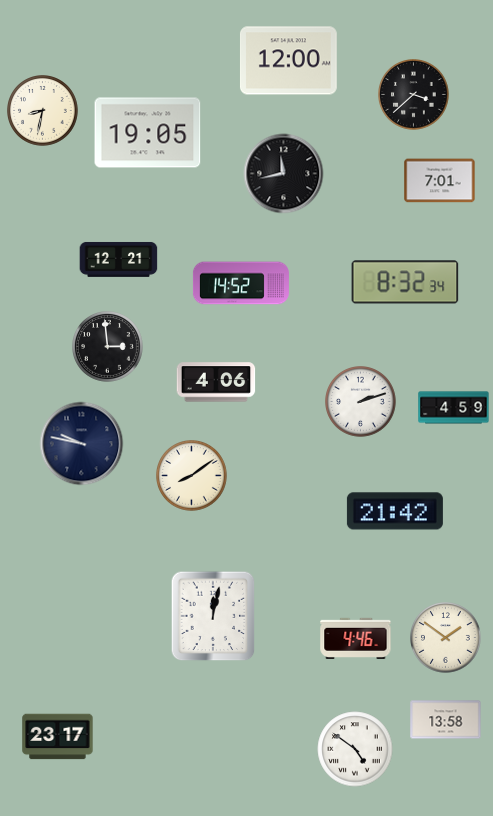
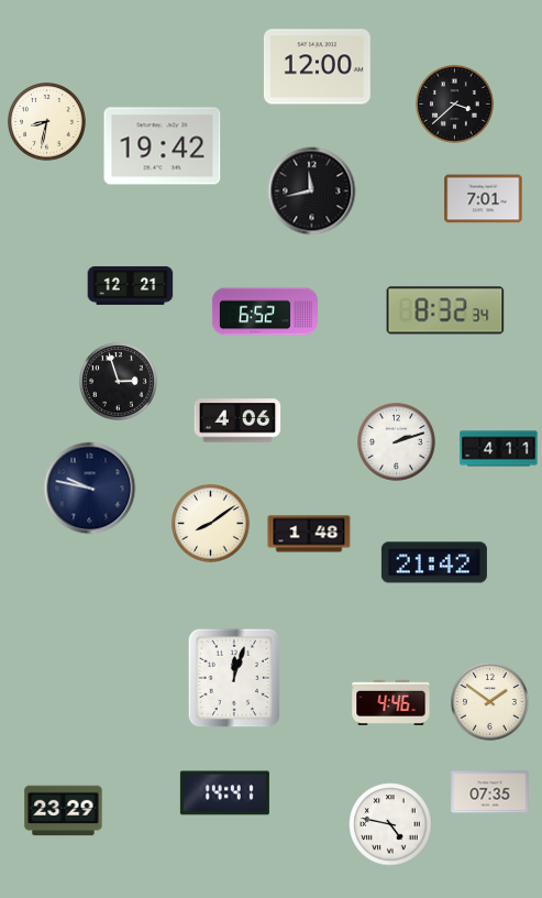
clock at (148, 133): 19:05 -> 19:42
clock at (241, 283): 14:52 -> 6:52
clock at (108, 347): 2:59 -> 2:57
clock at (454, 408): 4:59 -> 4:11
clock at (309, 534): none -> 1:48
clock at (213, 616): 12:02 -> 12:03
clock at (446, 720): 13:58 -> 07:35
clock at (224, 793): none -> 14:41
clock at (58, 737): 23:17 -> 23:29
clock at (355, 749): 4:51 -> 4:47
